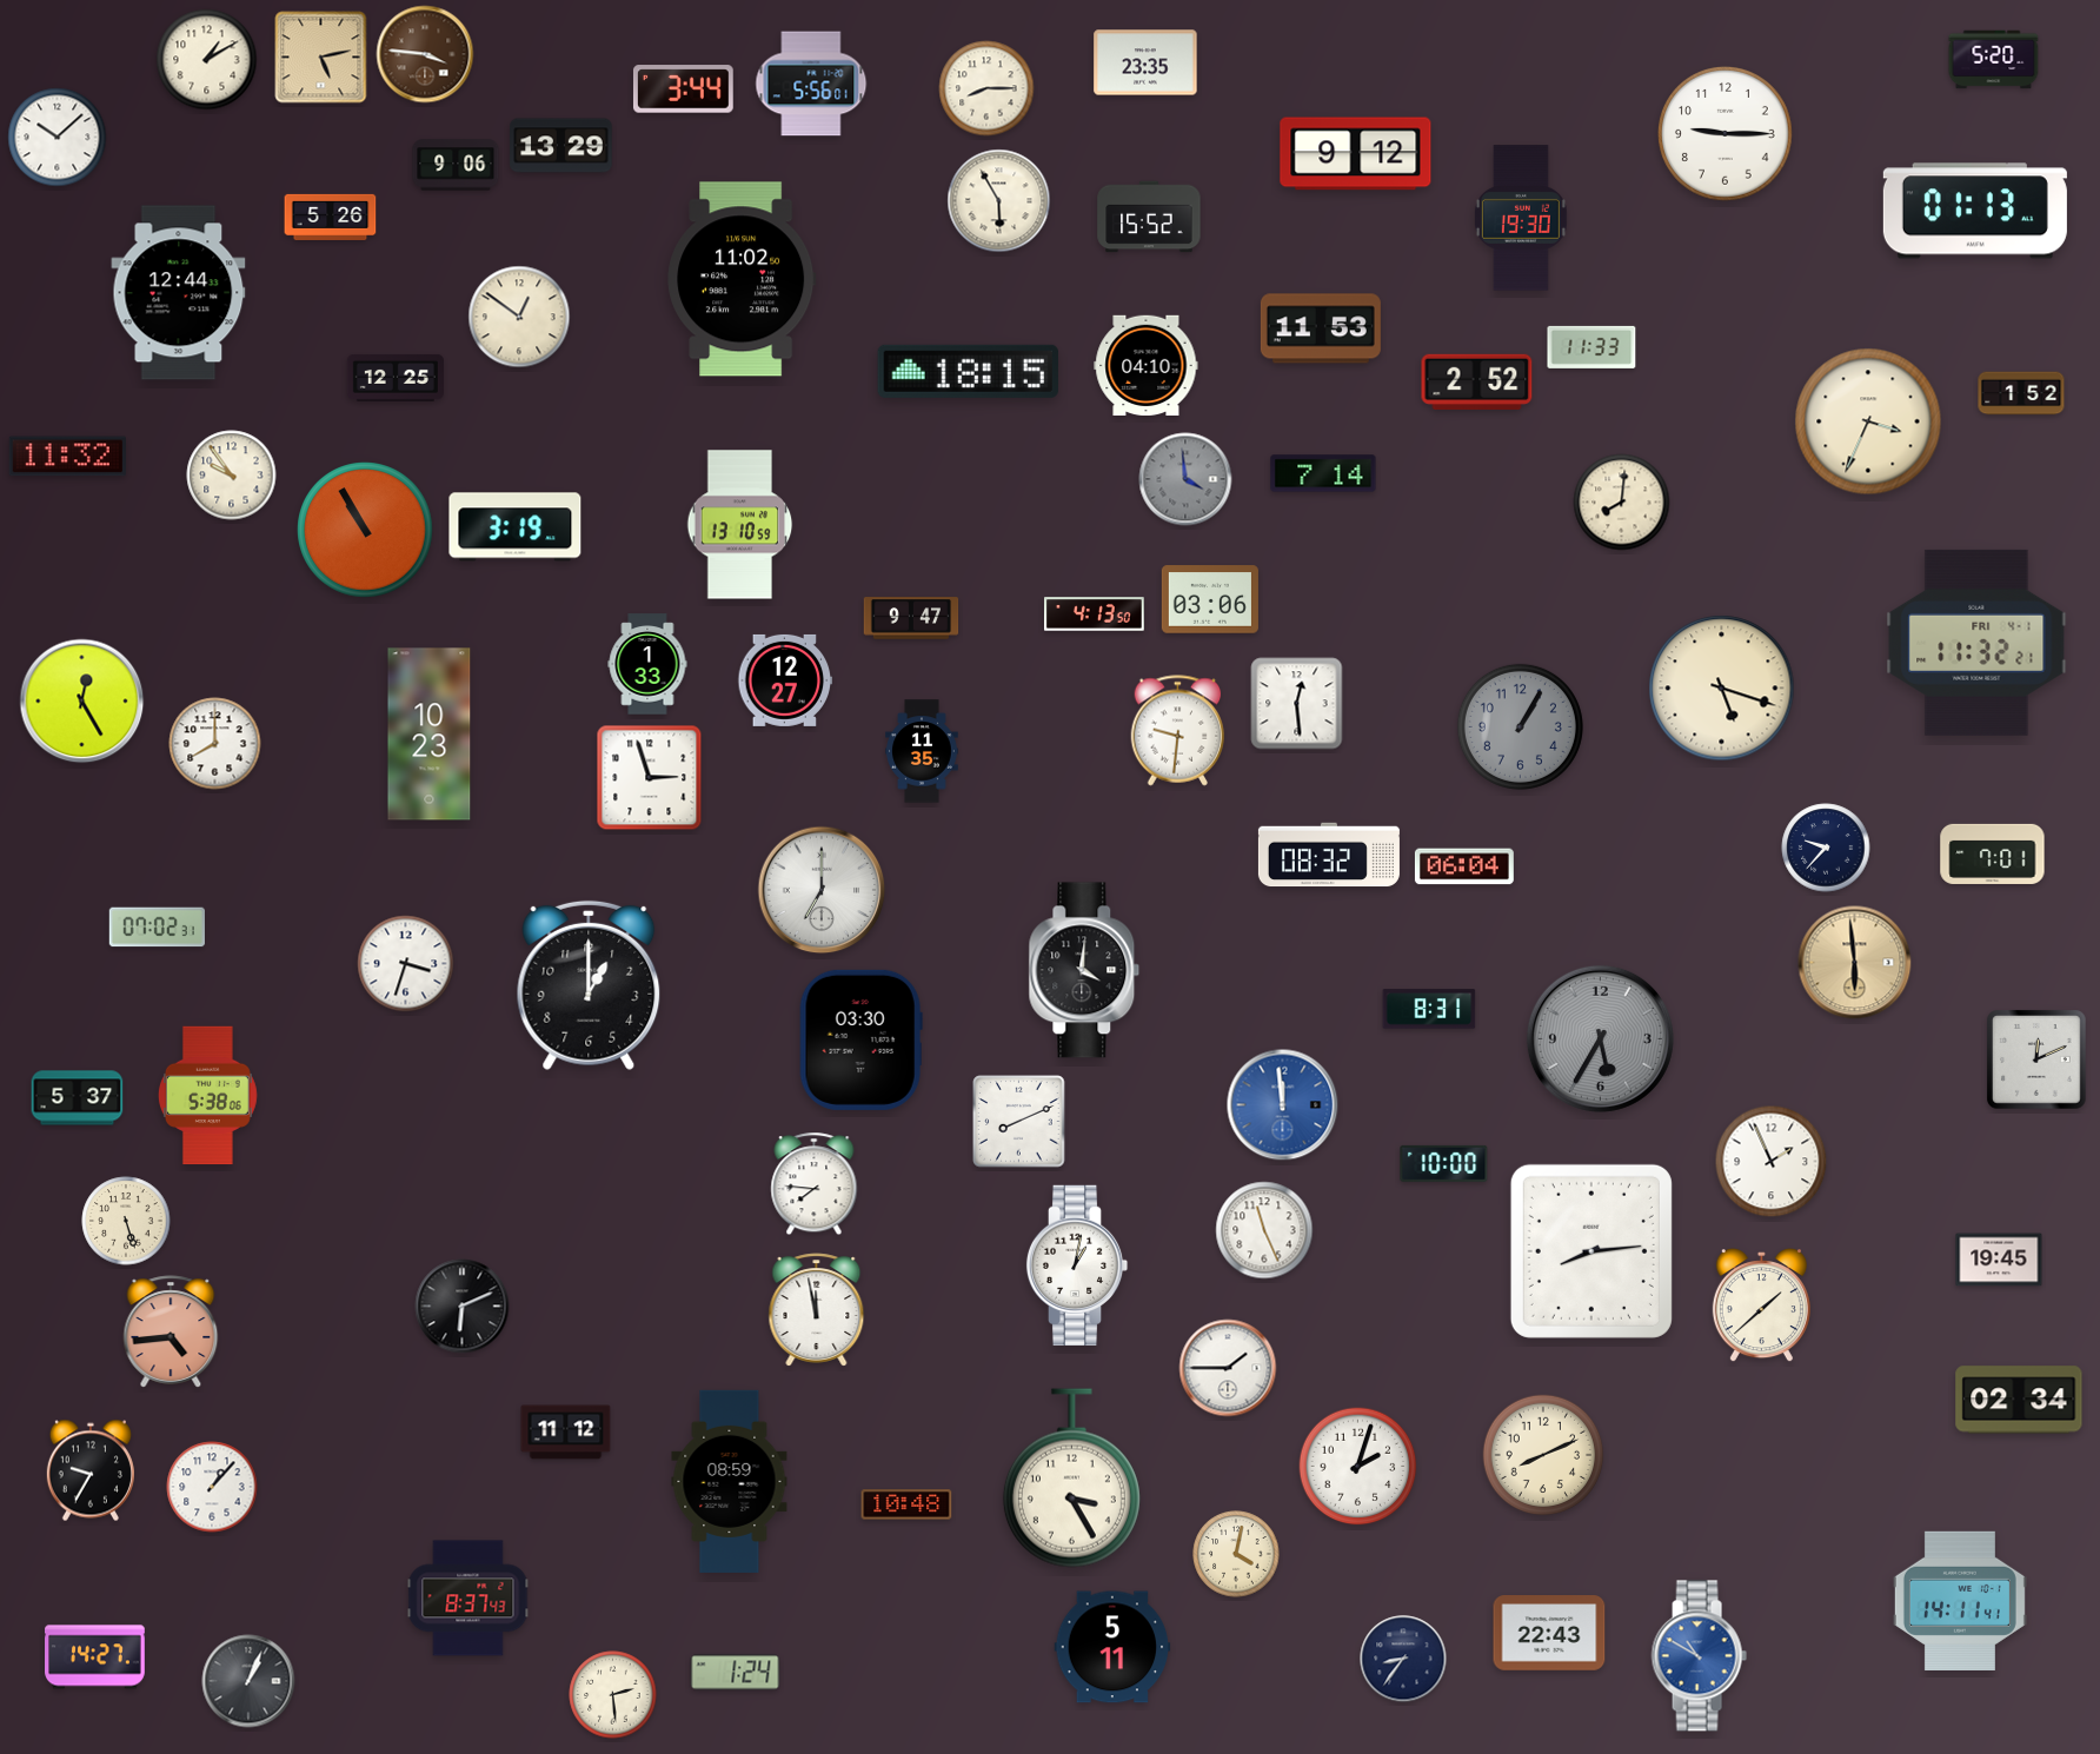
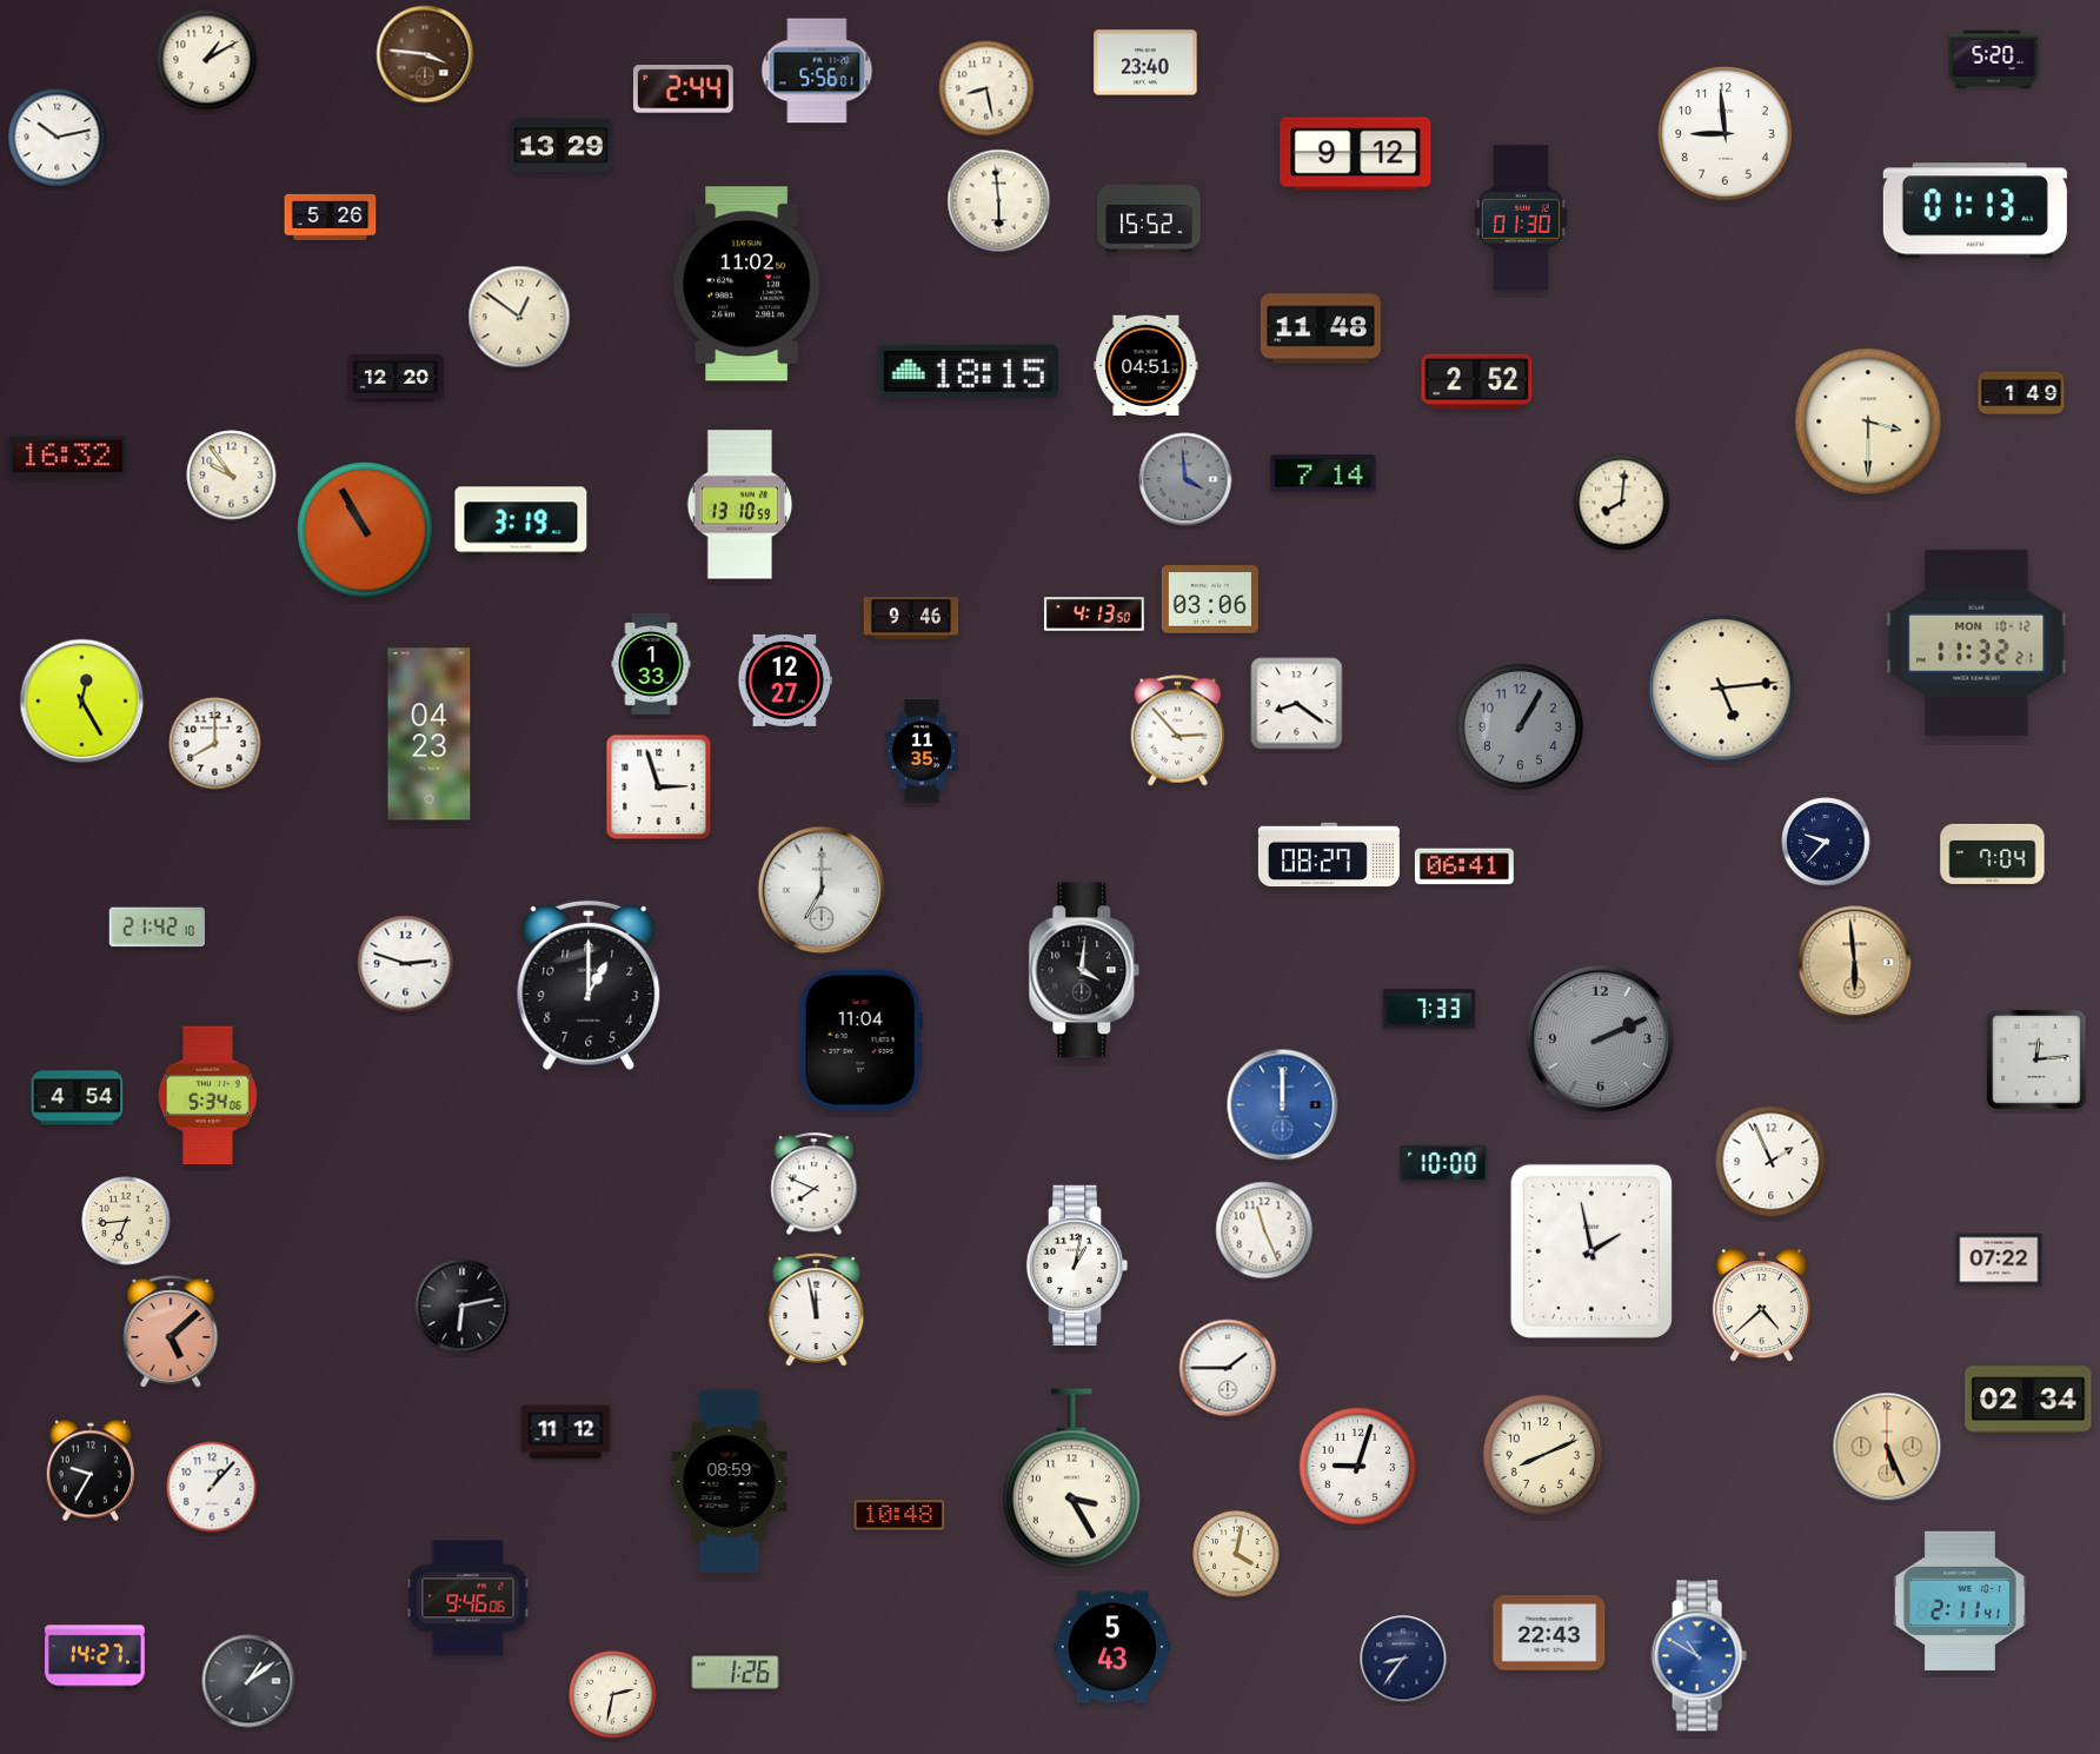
clock at (321, 58): 5:13 -> none
clock at (1145, 62): 23:35 -> 23:40
clock at (811, 84) position: (811, 84) -> (817, 71)
clock at (986, 88): 8:15 -> 8:28
clock at (683, 89): 3:44 -> 2:44
clock at (1726, 134): 9:15 -> 8:59
clock at (58, 138): 10:08 -> 10:13
clock at (456, 165): 9:06 -> none
clock at (999, 201): 5:55 -> 5:59
clock at (1521, 218): 19:30 -> 01:30
clock at (742, 279) position: (742, 279) -> (747, 284)
clock at (179, 293): 12:44 -> none
clock at (1321, 328): 11:53 -> 11:48
clock at (1591, 347): 11:33 -> none
clock at (1147, 365): 04:10 -> 04:51
clock at (396, 378): 12:25 -> 12:20
clock at (2021, 393): 1:52 -> 1:49
clock at (1868, 421): 3:34 -> 3:30
clock at (67, 457): 11:32 -> 16:32
clock at (740, 525) position: (740, 525) -> (740, 505)
clock at (516, 527) position: (516, 527) -> (521, 521)
clock at (911, 618): 9:47 -> 9:46
clock at (1976, 643) date: FRI 4-1 -> MON 10-12
clock at (647, 664) position: (647, 664) -> (651, 664)
clock at (1722, 689): 5:18 -> 5:14
clock at (1297, 704): 12:29 -> 8:21
clock at (1178, 731): 9:31 -> 2:53
clock at (430, 735): 10:23 -> 04:23
clock at (650, 778) position: (650, 778) -> (659, 788)
clock at (1826, 848) position: (1826, 848) -> (1826, 842)
clock at (1993, 853): 7:01 -> 7:04
clock at (1329, 855): 08:32 -> 08:27
clock at (1464, 866): 06:04 -> 06:41
clock at (157, 928): 07:02 -> 21:42
clock at (406, 964): 3:33 -> 2:48
clock at (1429, 1009): 8:31 -> 7:33
clock at (1600, 1038): 5:35 -> 2:11
clock at (860, 1039): 03:30 -> 11:04
clock at (2036, 1059): 12:11 -> 12:14
clock at (207, 1096): 5:38 -> 5:34
clock at (78, 1098): 5:37 -> 4:54
clock at (1283, 1105): 11:59 -> 12:00
clock at (1019, 1122): 8:11 -> none
clock at (815, 1184): 7:46 -> 7:49
clock at (126, 1221): 5:27 -> 6:44
clock at (1591, 1251): 8:14 -> 1:58
clock at (1999, 1260): 19:45 -> 07:22
clock at (463, 1307): 6:11 -> 6:13
clock at (1761, 1307): 1:38 -> 4:38
clock at (171, 1331): 4:44 -> 5:08
clock at (2019, 1400) position: (2019, 1400) -> (2028, 1400)
clock at (1887, 1447): none -> 5:26
clock at (1358, 1467): 2:03 -> 9:03
clock at (906, 1504) position: (906, 1504) -> (899, 1515)
clock at (468, 1599): 8:37 -> 9:46
clock at (1960, 1601): 14:11 -> 2:11
clock at (1112, 1647): 5:11 -> 5:43
clock at (736, 1673): 1:24 -> 1:26
clock at (248, 1681): 1:04 -> 1:09
clock at (613, 1695): 2:29 -> 2:32
